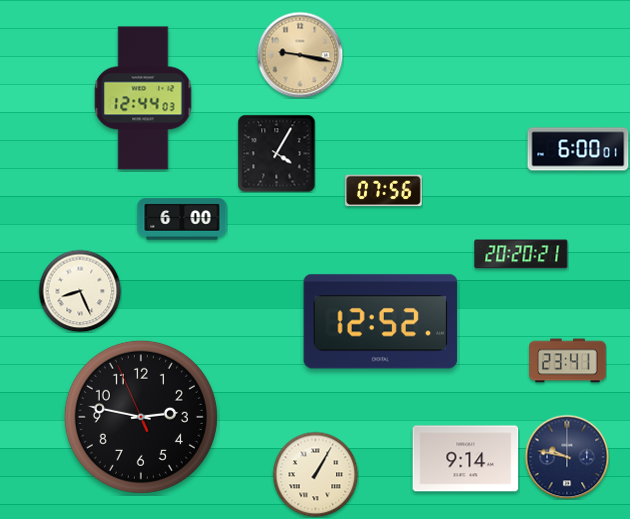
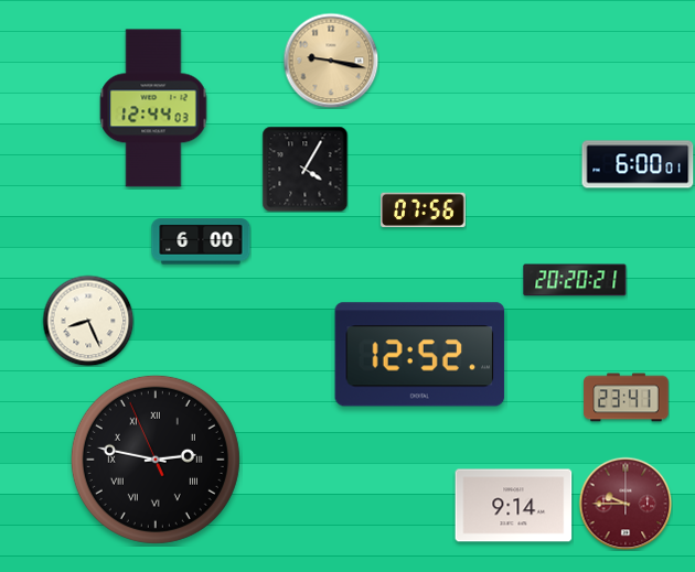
clock at (143, 98) position: (143, 98) -> (153, 108)
clock at (141, 417) numerals: Arabic -> Roman
clock at (567, 457): 9:47 -> 9:45
clock at (567, 457) dial: navy -> burgundy
clock at (315, 474): 1:05 -> none
